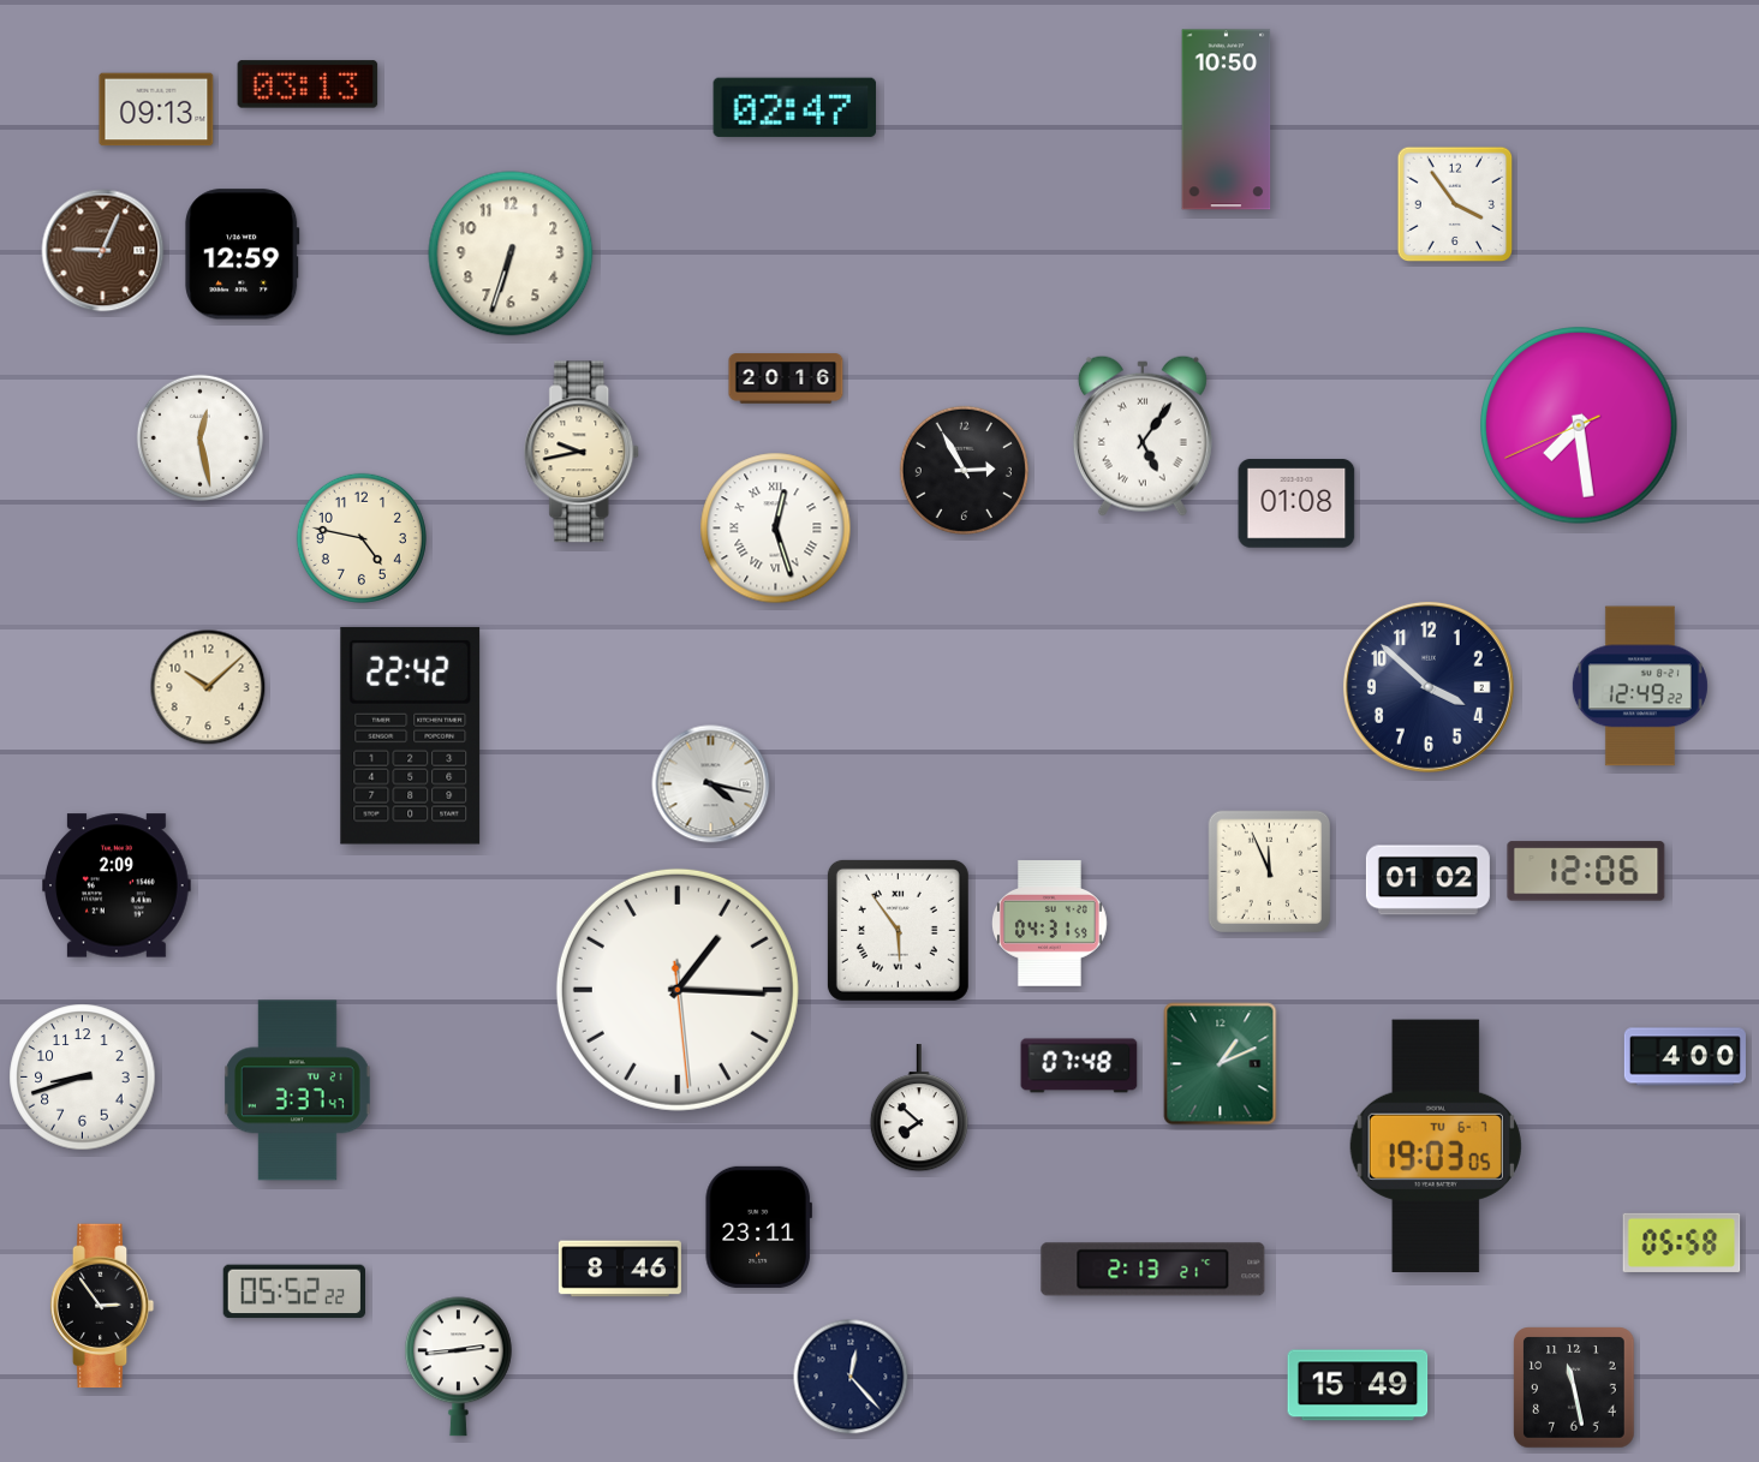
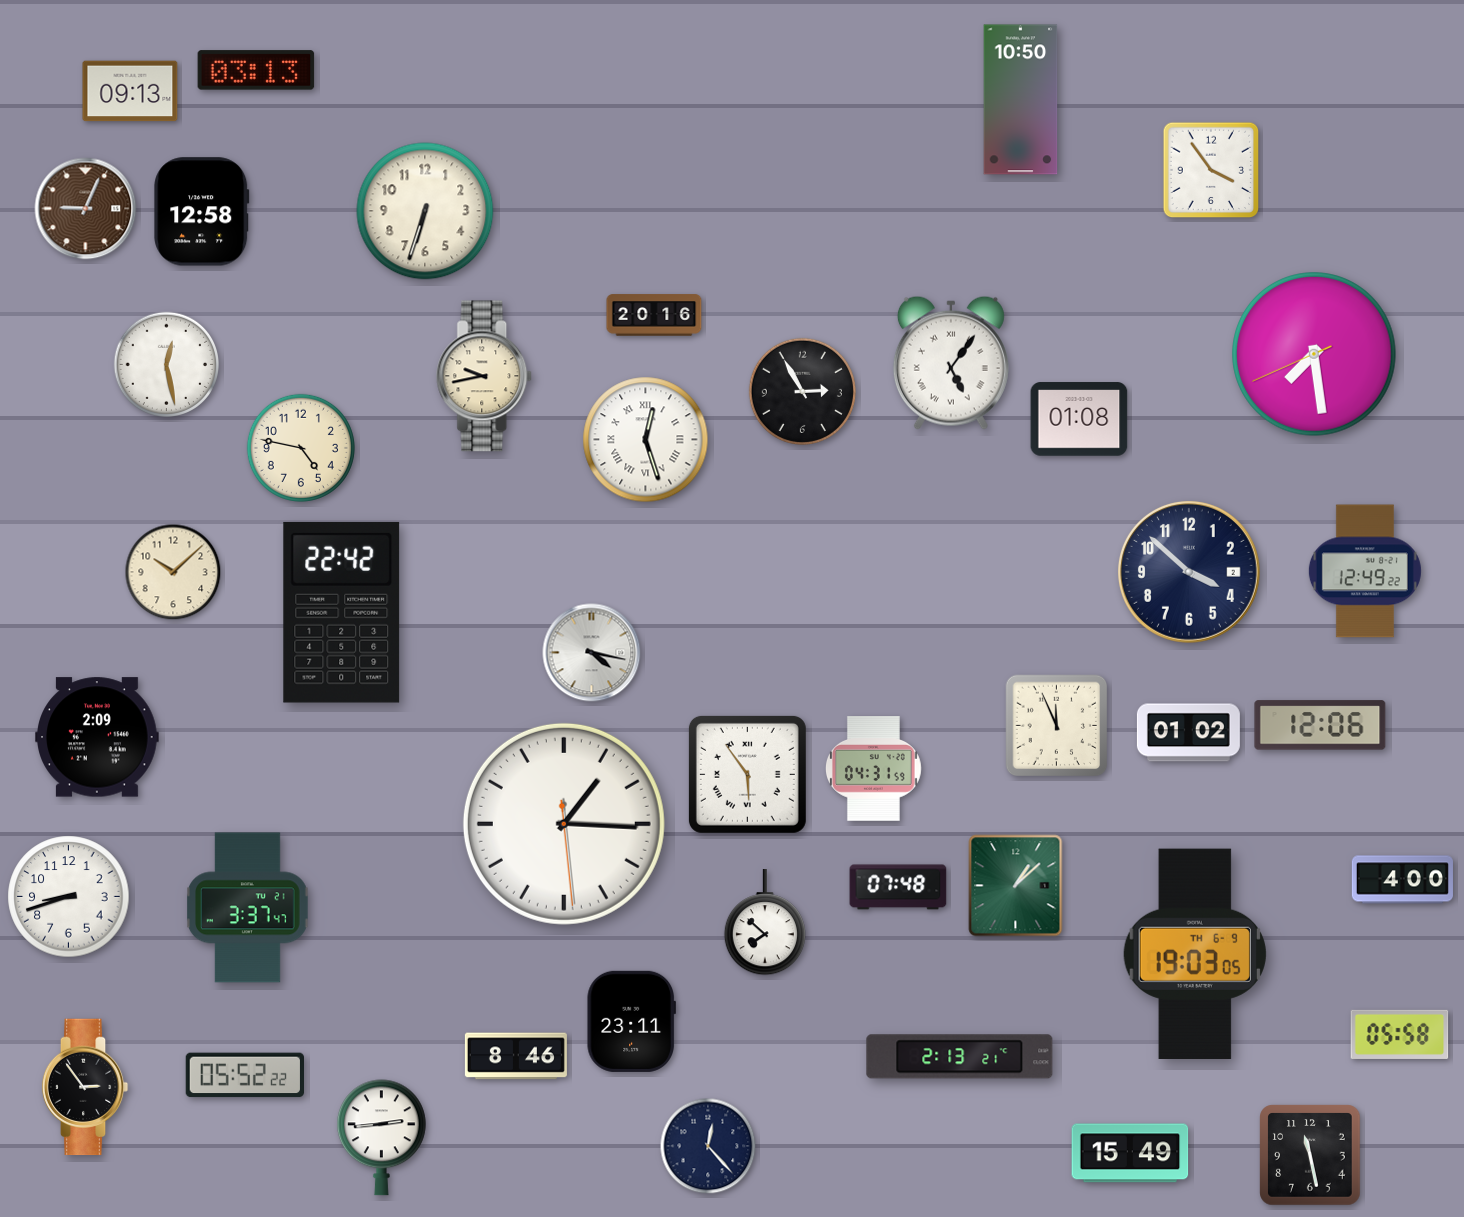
clock at (795, 107): 02:47 -> none
clock at (243, 255): 12:59 -> 12:58
clock at (1221, 1064): 1:11 -> 1:08
clock at (1436, 1145) date: TU 6-7 -> TH 6-9
